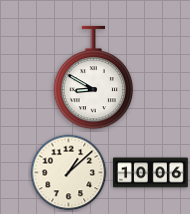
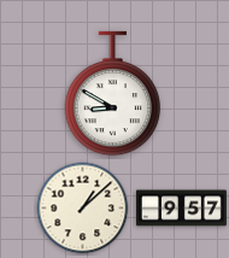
clock at (150, 173): 10:06 -> 9:57
